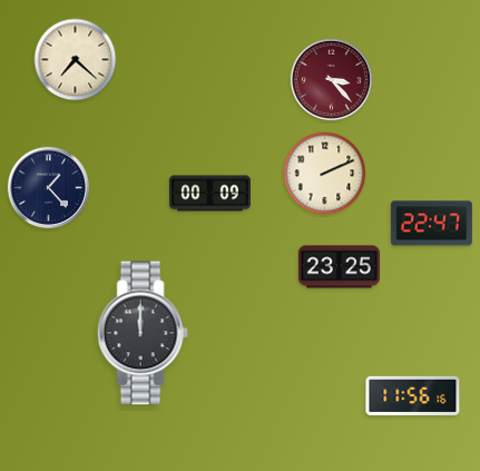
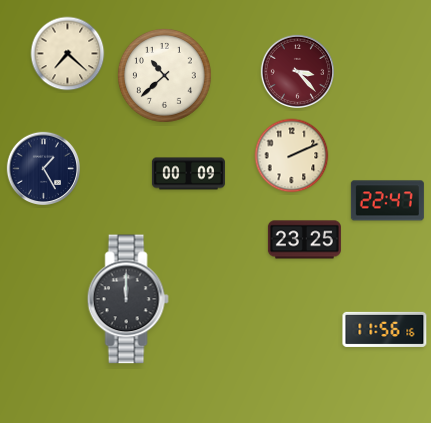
clock at (164, 75): none -> 10:38
clock at (48, 187): 1:23 -> 1:25
clock at (413, 395) position: (413, 395) -> (385, 329)
